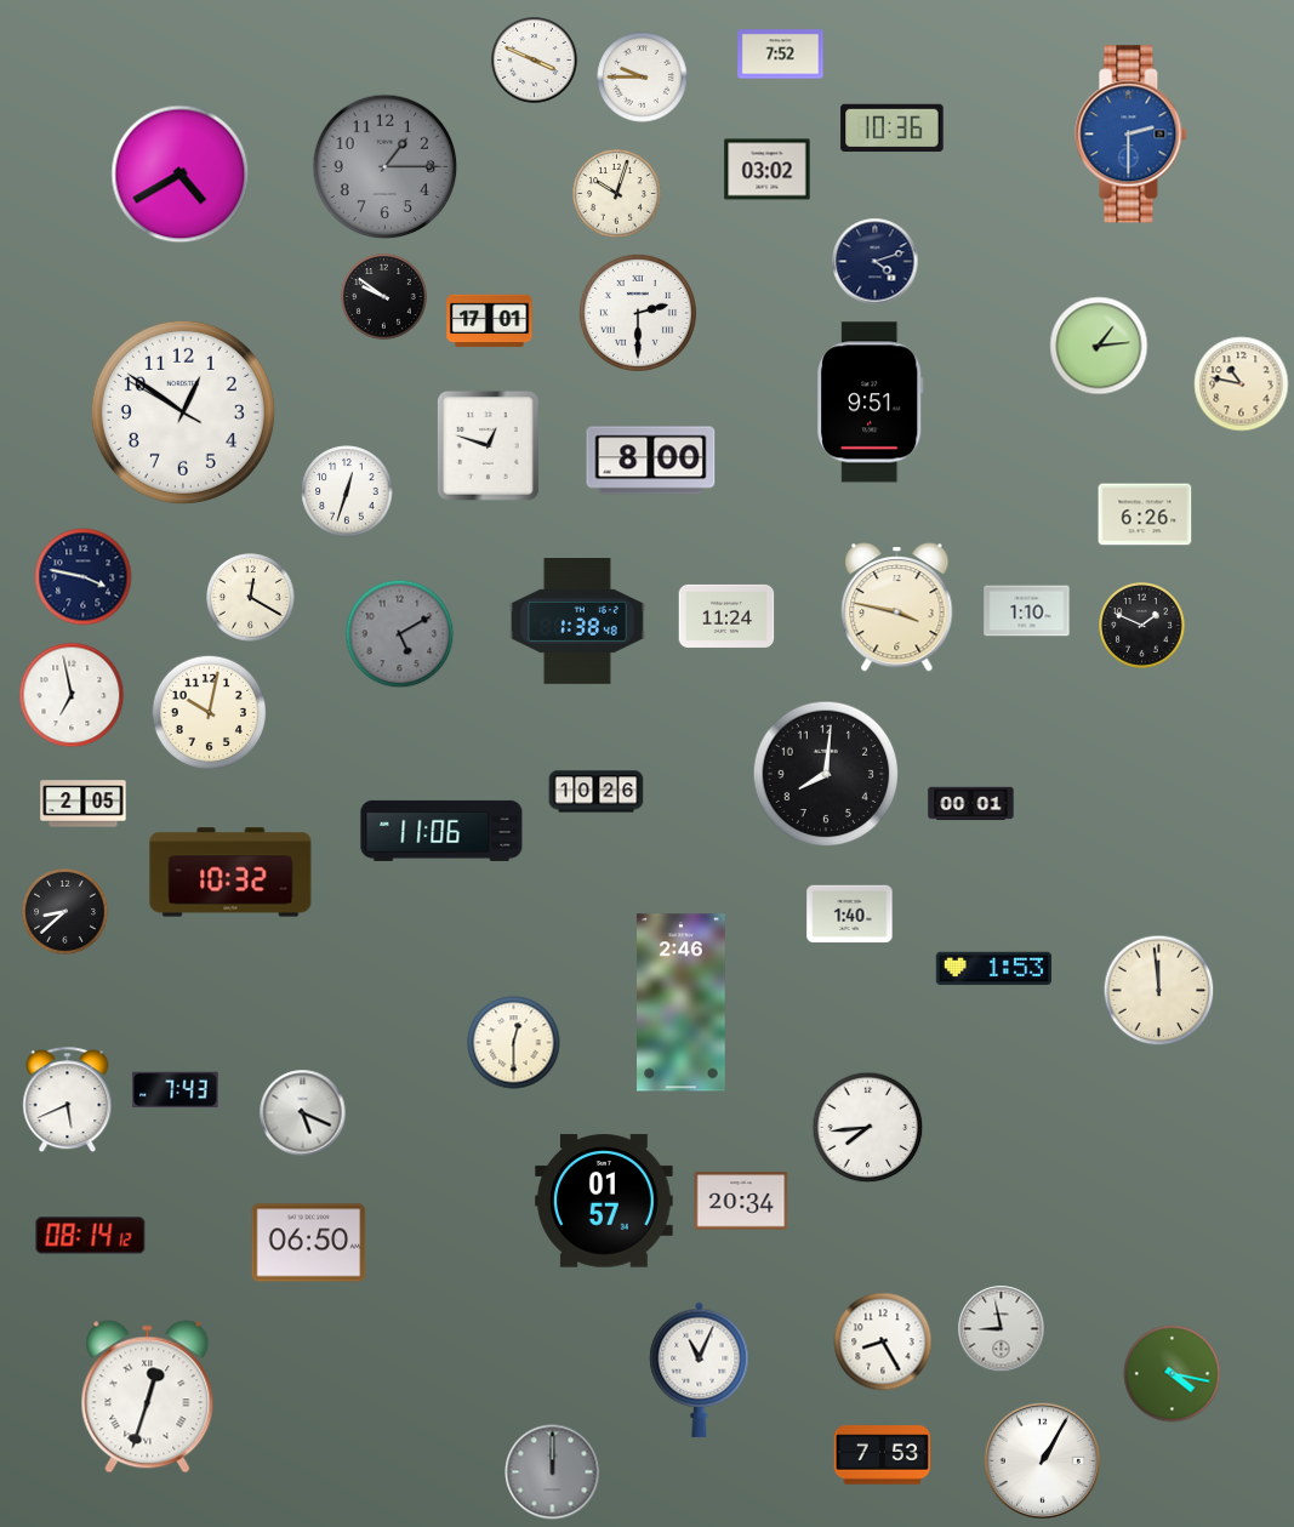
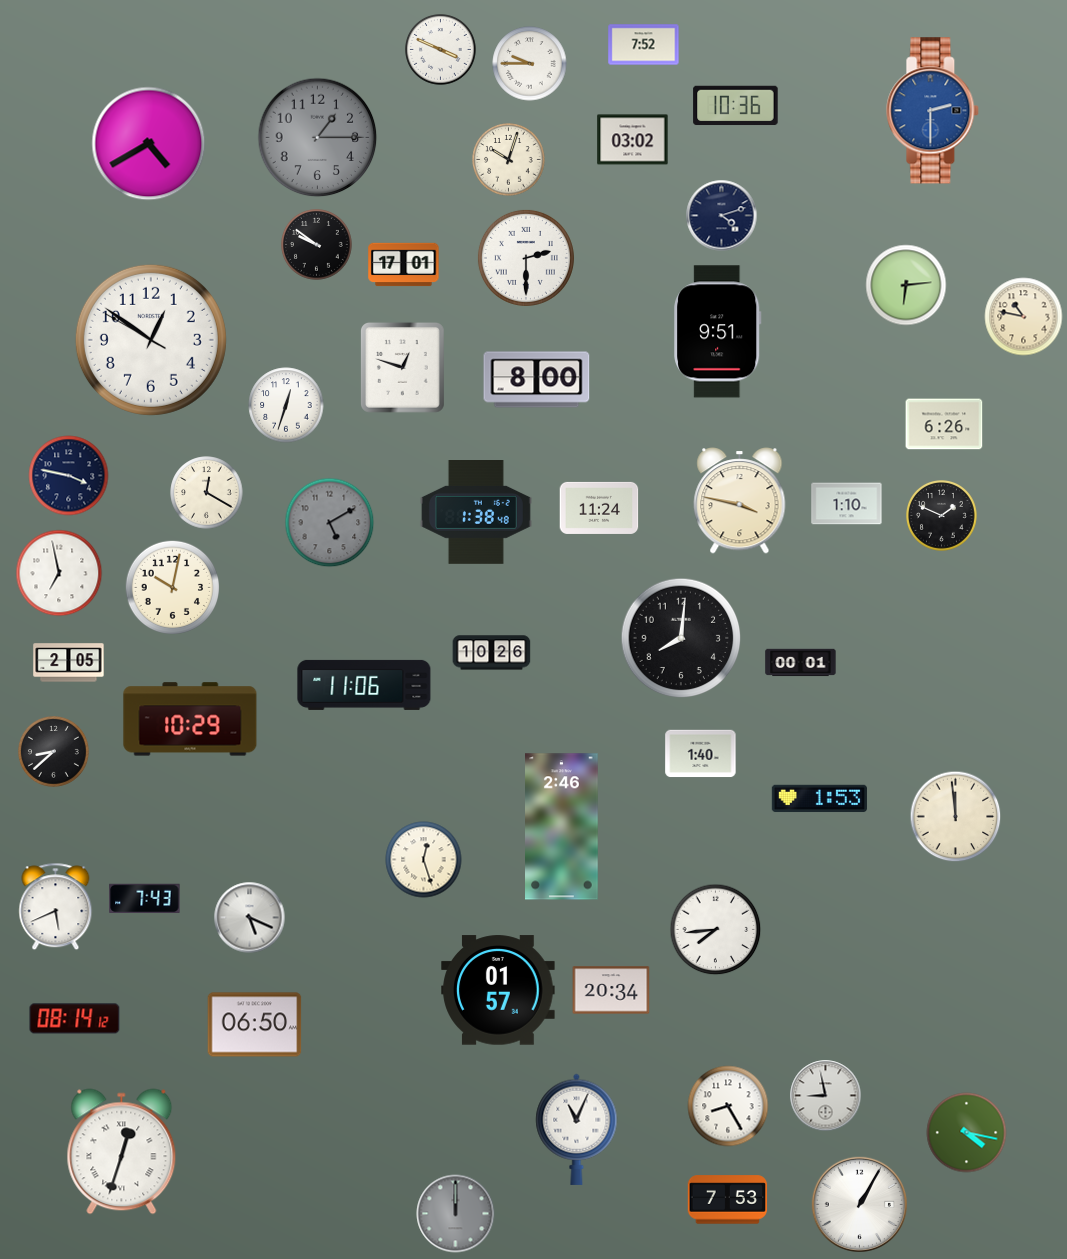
clock at (1099, 346): 1:14 -> 6:14
clock at (230, 872): 10:32 -> 10:29
clock at (514, 1043): 12:30 -> 12:27
